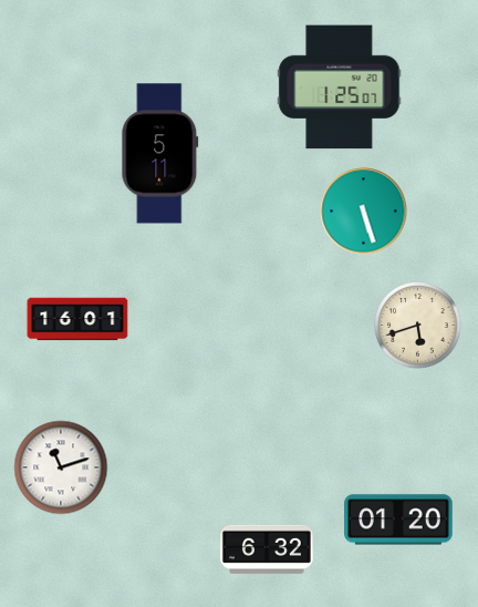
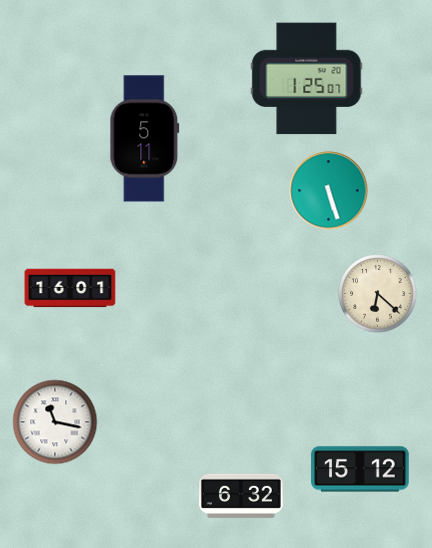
clock at (418, 326): 5:42 -> 6:22
clock at (61, 467): 11:12 -> 11:17
clock at (398, 519): 01:20 -> 15:12
